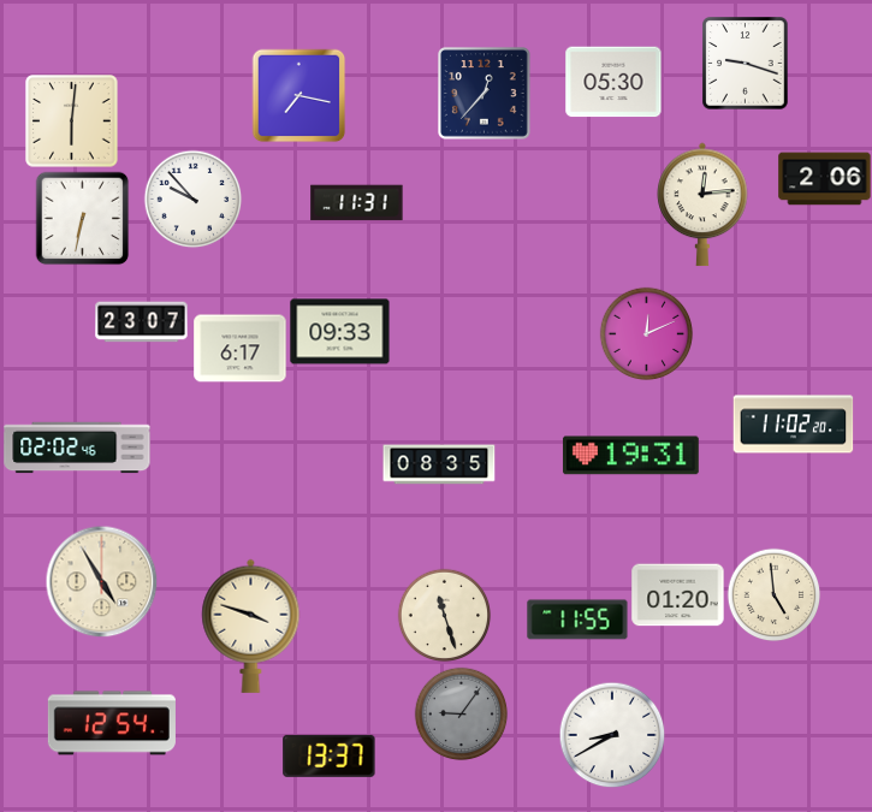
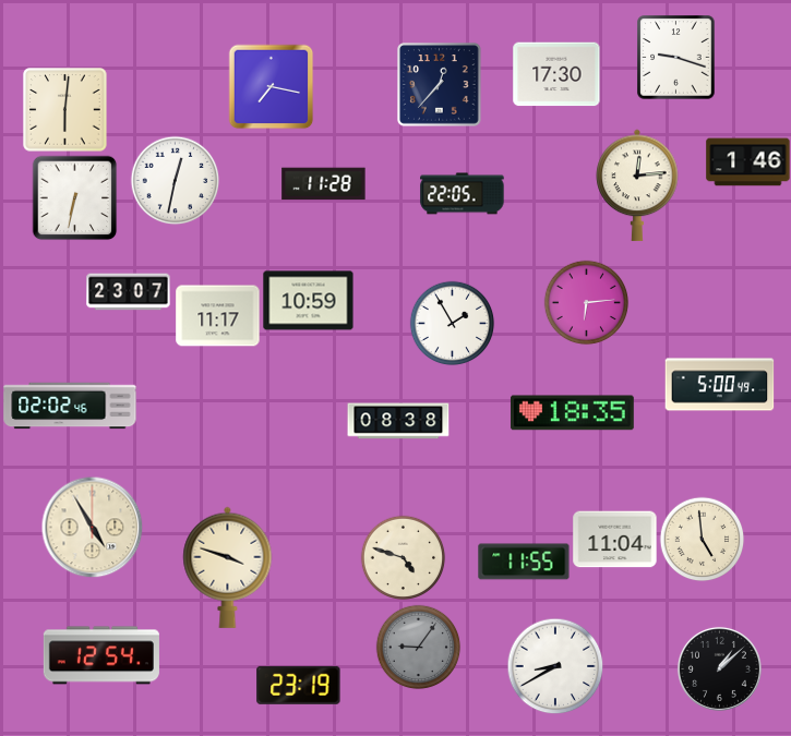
clock at (613, 82): 05:30 -> 17:30
clock at (825, 179): 2:06 -> 1:46
clock at (192, 198): 9:53 -> 12:32
clock at (357, 203): 11:31 -> 11:28
clock at (463, 194): none -> 22:05
clock at (340, 332): 09:33 -> 10:59
clock at (646, 333): 12:11 -> 6:14
clock at (241, 349): 6:17 -> 11:17
clock at (452, 323): none -> 1:55
clock at (794, 425): 11:02 -> 5:00
clock at (630, 456): 19:31 -> 18:35
clock at (439, 464): 08:35 -> 08:38
clock at (678, 595): 01:20 -> 11:04
clock at (444, 615): 11:27 -> 4:48
clock at (719, 668): none -> 1:08
clock at (330, 755): 13:37 -> 23:19
